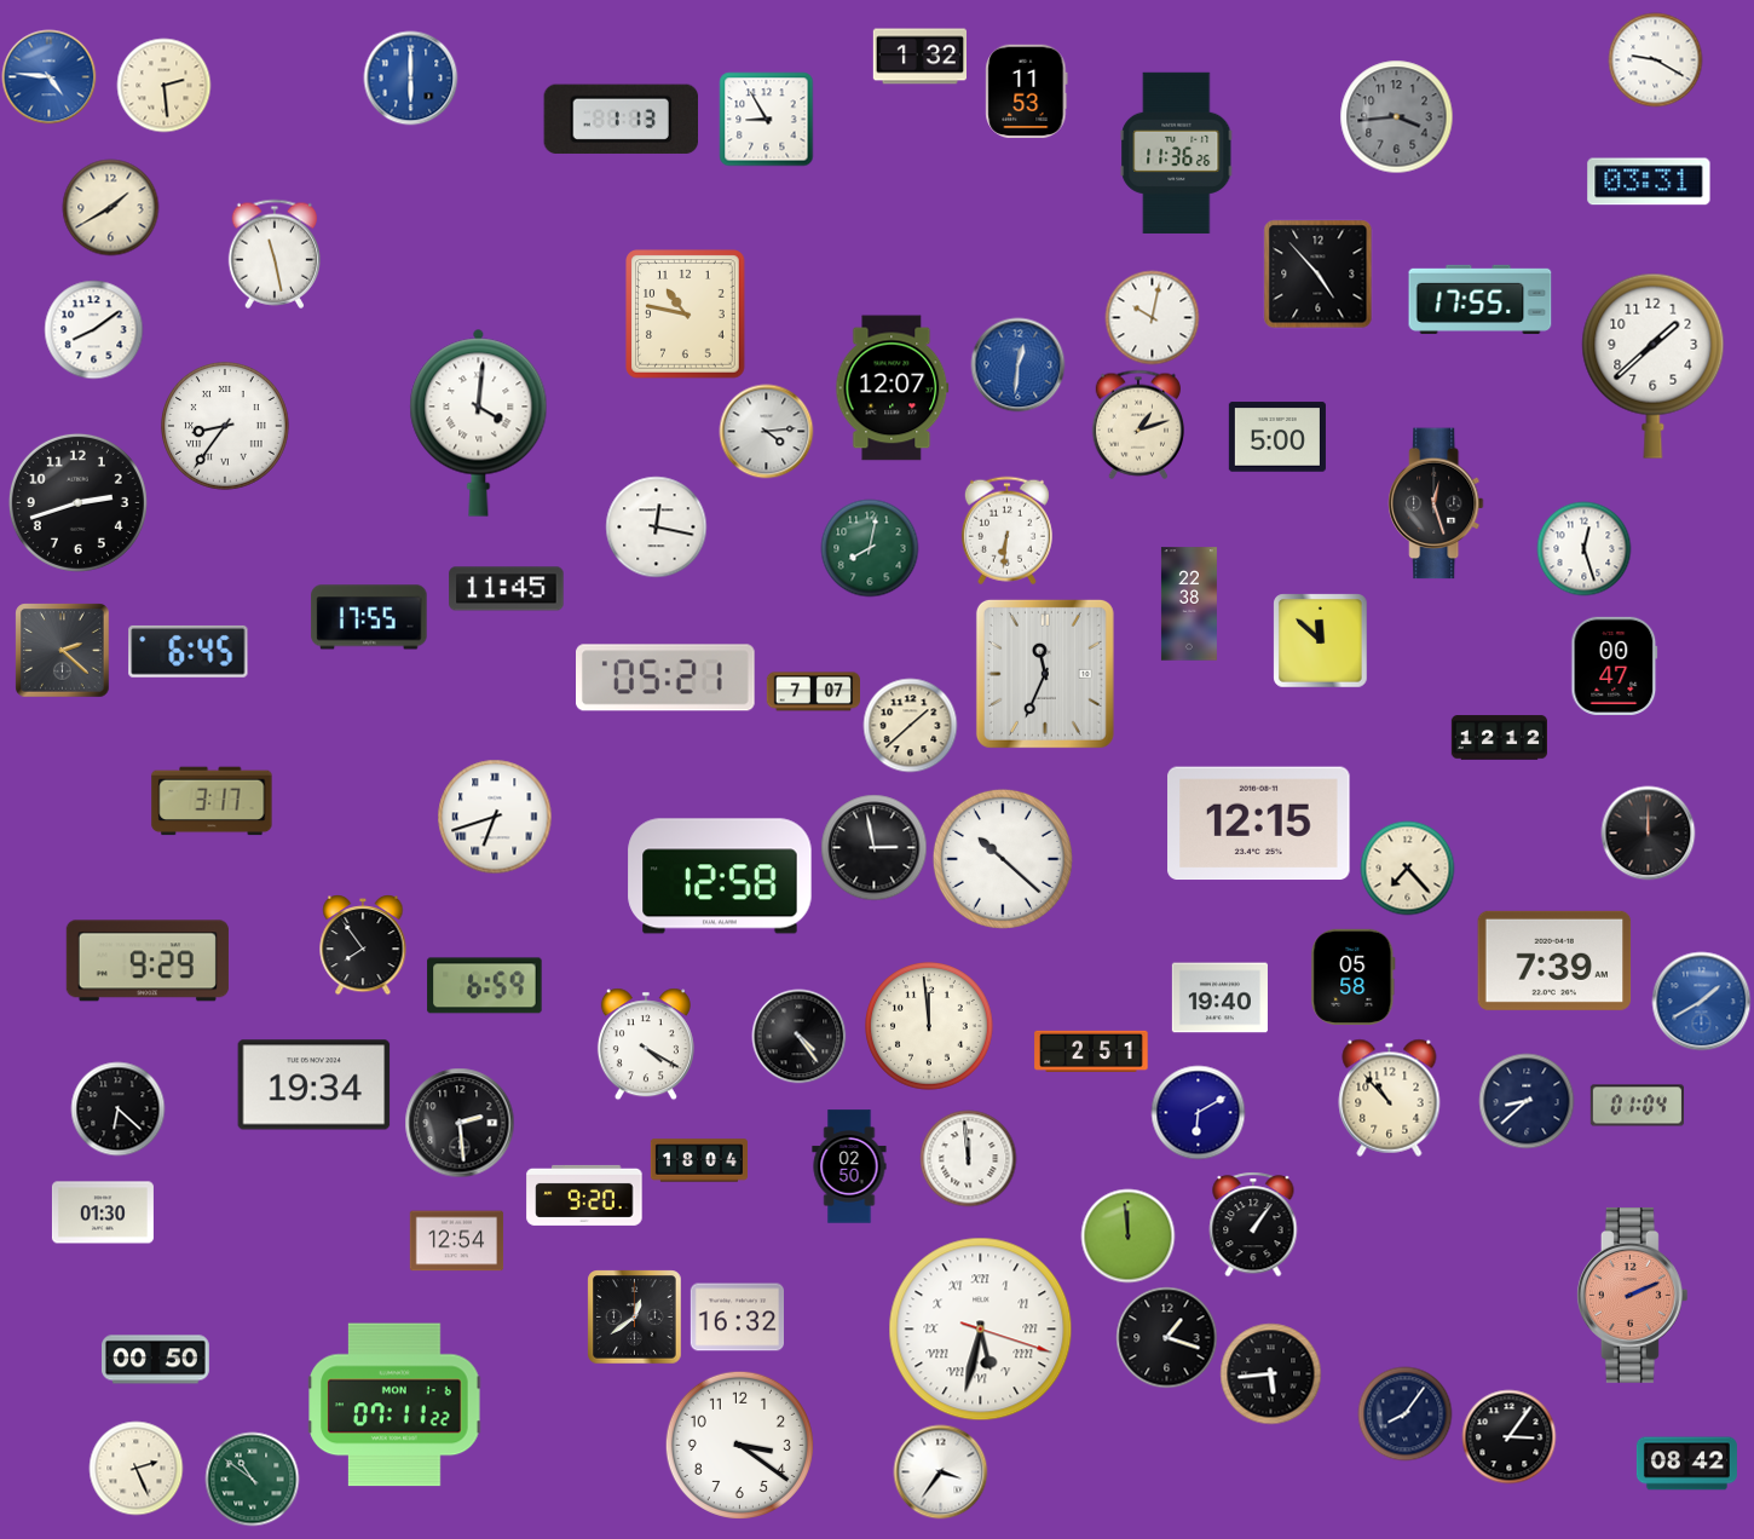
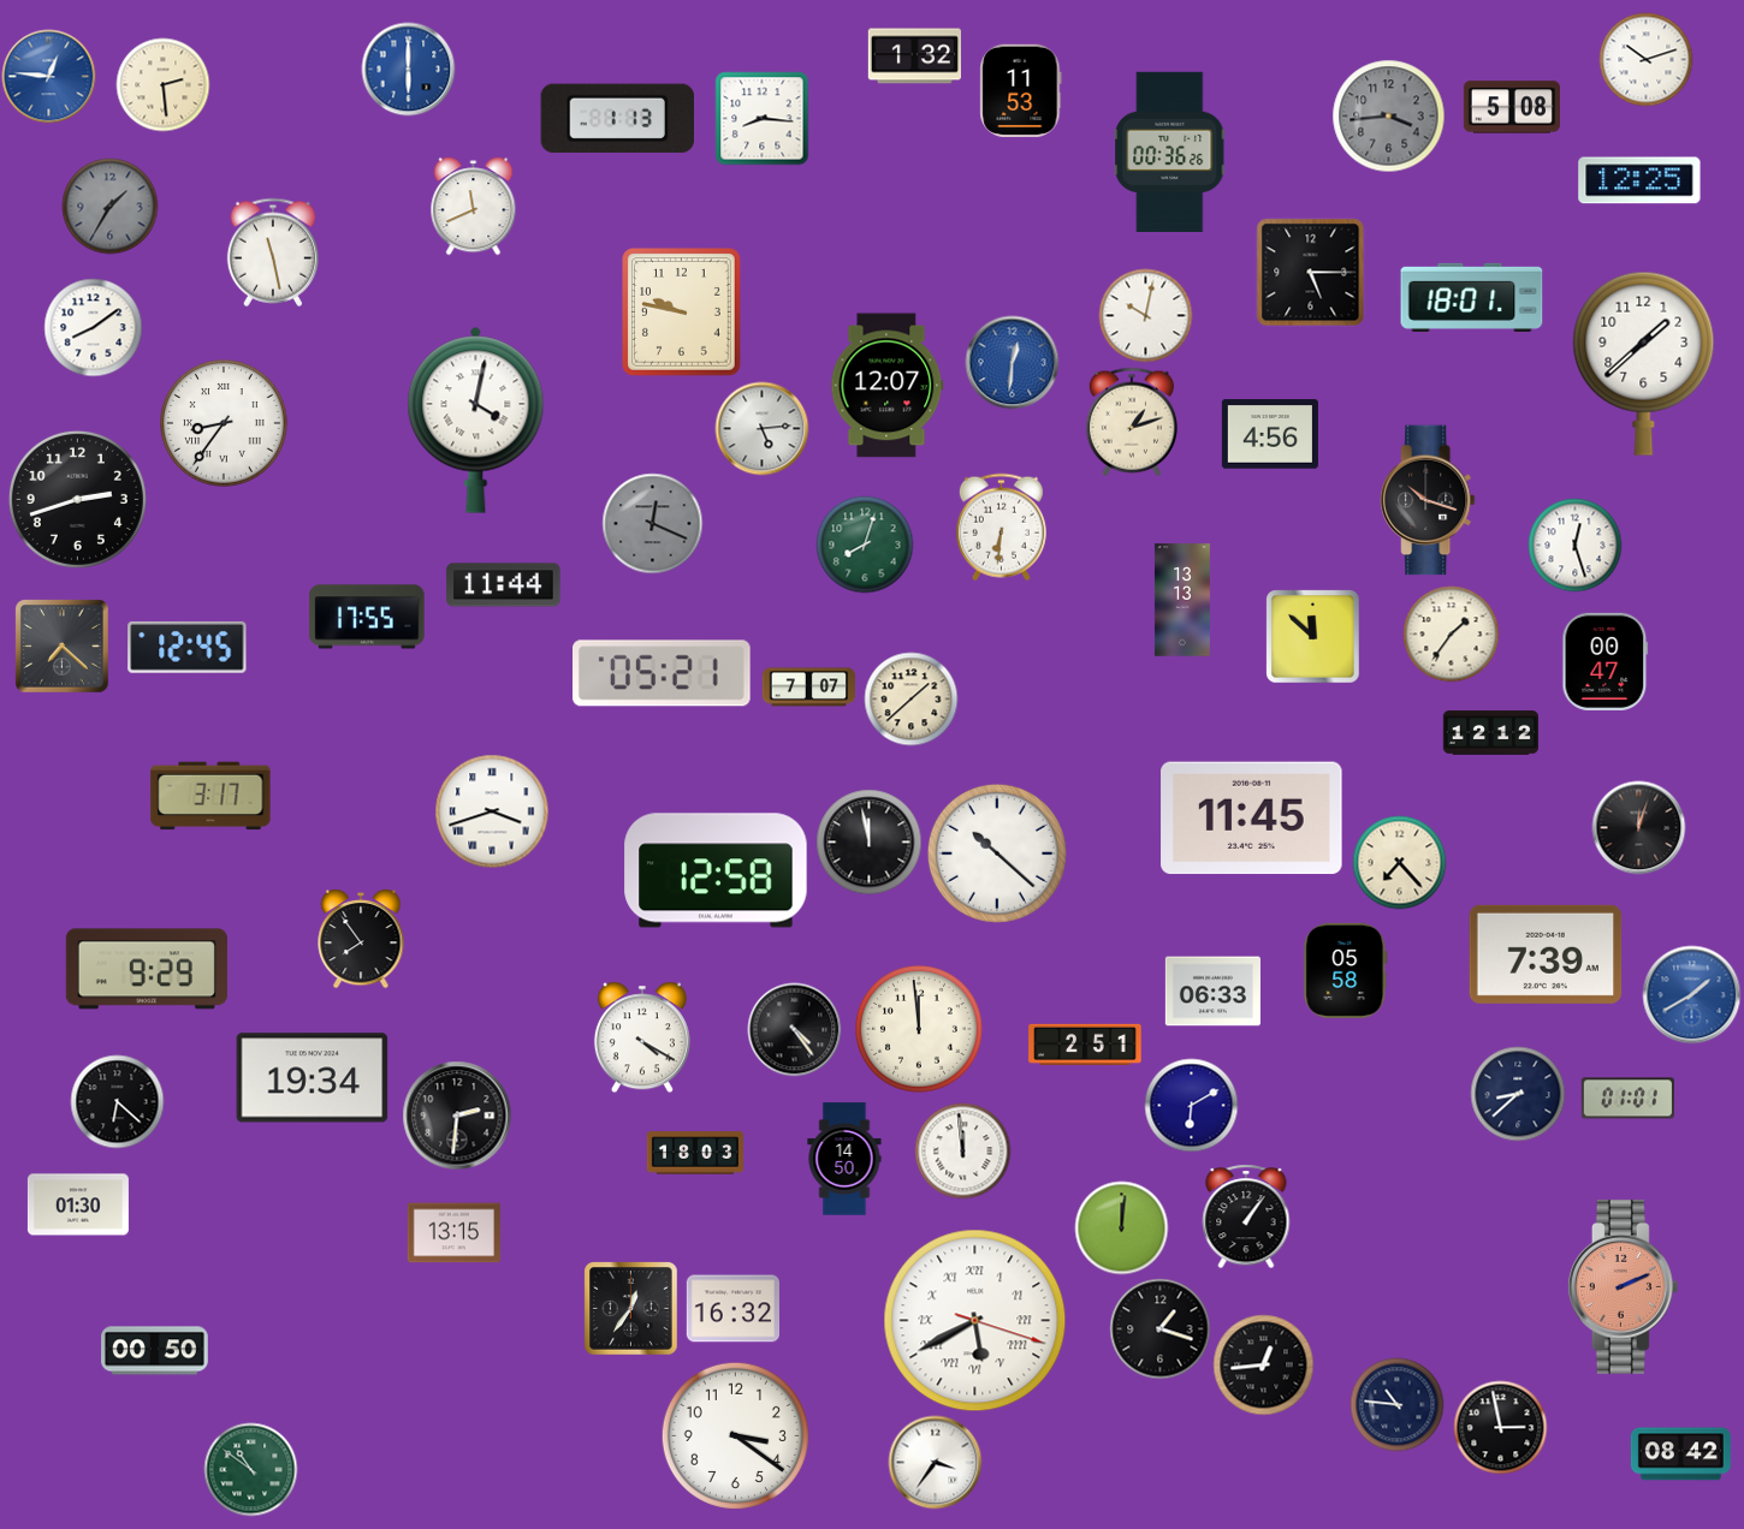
clock at (1655, 59): 9:20 -> 10:12
clock at (48, 76): 4:46 -> 12:46
clock at (410, 77) position: (410, 77) -> (408, 69)
clock at (1512, 107): none -> 5:08
clock at (766, 119): 8:55 -> 8:16
clock at (1177, 152): 11:36 -> 00:36
clock at (1649, 181): 03:31 -> 12:25
clock at (110, 207): 1:40 -> 1:35
clock at (110, 207) dial: cream -> grey
clock at (474, 206): none -> 11:41
clock at (1317, 273): 4:53 -> 5:15
clock at (1481, 299): 17:55 -> 18:01
clock at (686, 315): 10:47 -> 9:47
clock at (479, 422): 4:01 -> 4:02
clock at (766, 431): 4:14 -> 5:14
clock at (1277, 437): 5:00 -> 4:56
clock at (1436, 503): 12:27 -> 10:18
clock at (656, 526): 12:17 -> 12:19
clock at (656, 526) dial: white -> grey
clock at (870, 548): 8:02 -> 8:03
clock at (507, 589): 11:45 -> 11:44
clock at (1189, 604): 22:38 -> 13:13
clock at (369, 617) position: (369, 617) -> (367, 617)
clock at (1451, 633): none -> 1:36
clock at (62, 650): 2:22 -> 7:22
clock at (189, 651): 6:45 -> 12:45
clock at (1045, 674): 11:34 -> none
clock at (910, 725) position: (910, 725) -> (910, 698)
clock at (495, 817): 6:42 -> 3:42
clock at (1259, 824): 12:15 -> 11:45
clock at (1648, 832): 12:00 -> 12:03
clock at (873, 847): 2:58 -> 11:58
clock at (148, 961) position: (148, 961) -> (147, 969)
clock at (485, 986): 6:59 -> none
clock at (1219, 998): 19:40 -> 06:33
clock at (930, 1027) position: (930, 1027) -> (920, 1030)
clock at (1390, 1097): 10:53 -> none
clock at (1637, 1106): 01:04 -> 01:01
clock at (460, 1123): 2:29 -> 2:31
clock at (698, 1160): 18:04 -> 18:03
clock at (849, 1166): 02:50 -> 14:50
clock at (584, 1195): 9:20 -> none
clock at (103, 1212) position: (103, 1212) -> (78, 1204)
clock at (1127, 1235): 11:59 -> 12:01
clock at (456, 1241): 12:54 -> 13:15
clock at (634, 1316): 12:39 -> 12:36
clock at (981, 1330): 5:32 -> 5:40
clock at (1270, 1373): 5:44 -> 12:44
clock at (394, 1405): 07:11 -> none
clock at (1404, 1413): 8:06 -> 10:46
clock at (1508, 1436): 3:06 -> 2:58
clock at (1686, 1464) position: (1686, 1464) -> (1680, 1454)
clock at (135, 1468): 2:26 -> none
